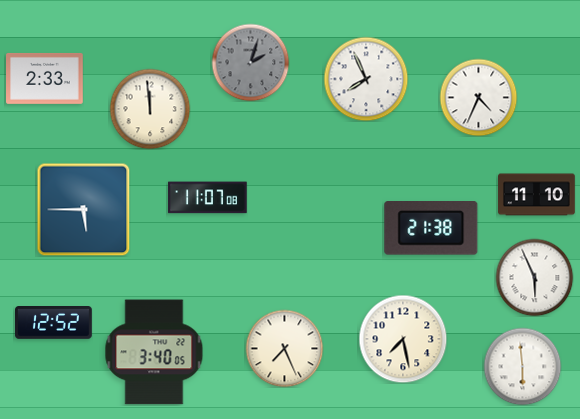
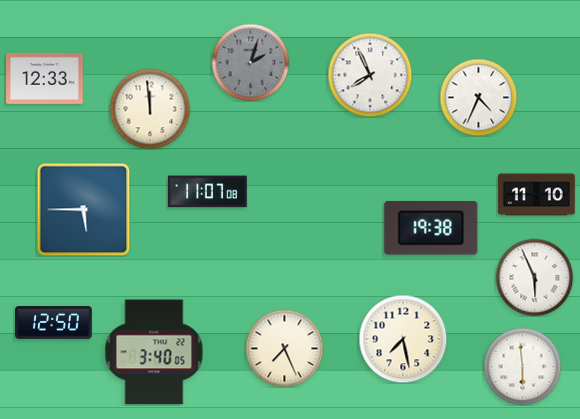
clock at (45, 78): 2:33 -> 12:33
clock at (366, 79) position: (366, 79) -> (370, 75)
clock at (208, 198) position: (208, 198) -> (208, 192)
clock at (431, 229): 21:38 -> 19:38
clock at (54, 323): 12:52 -> 12:50
